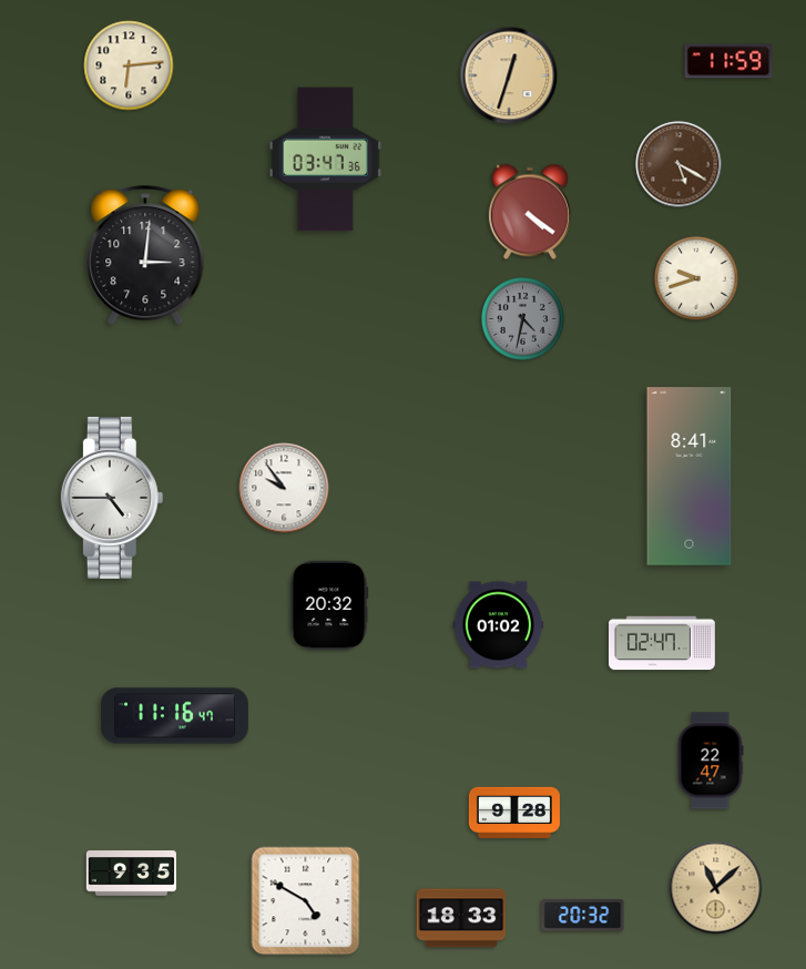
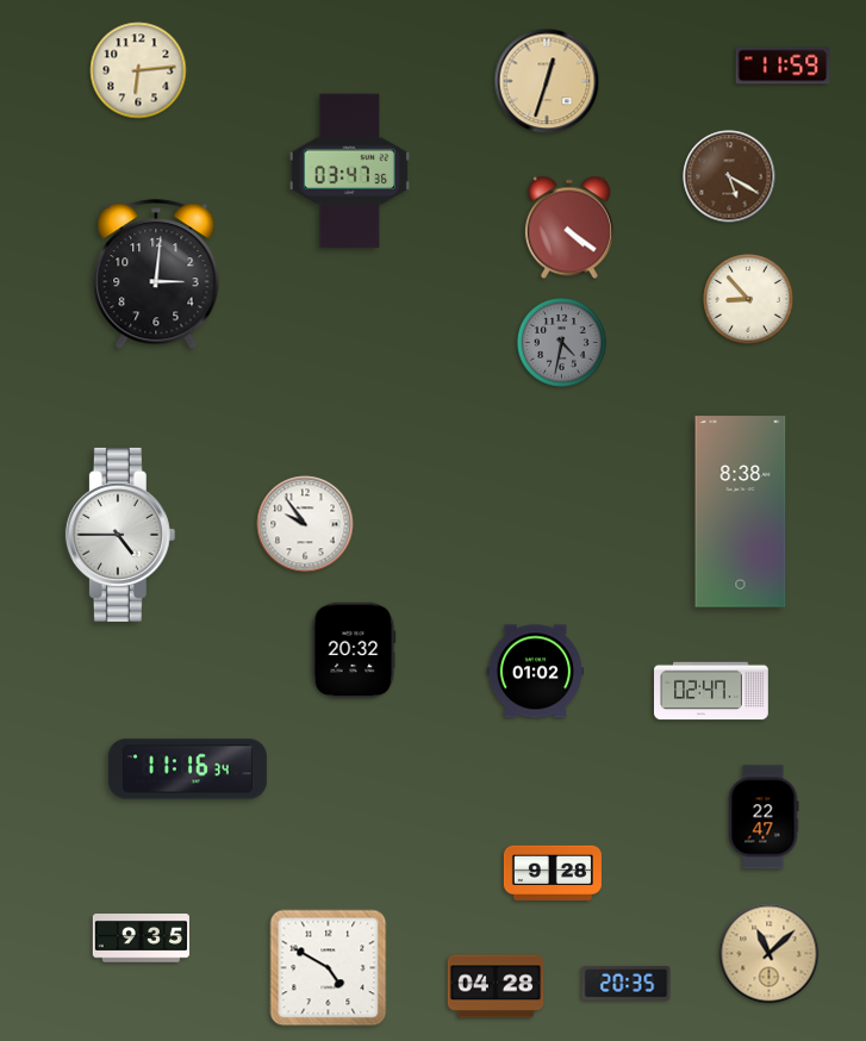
clock at (696, 278): 9:42 -> 8:53
clock at (690, 477): 8:41 -> 8:38
clock at (174, 716): 11:16:47 -> 11:16:34
clock at (583, 915): 20:32 -> 20:35
clock at (461, 918): 18:33 -> 04:28
